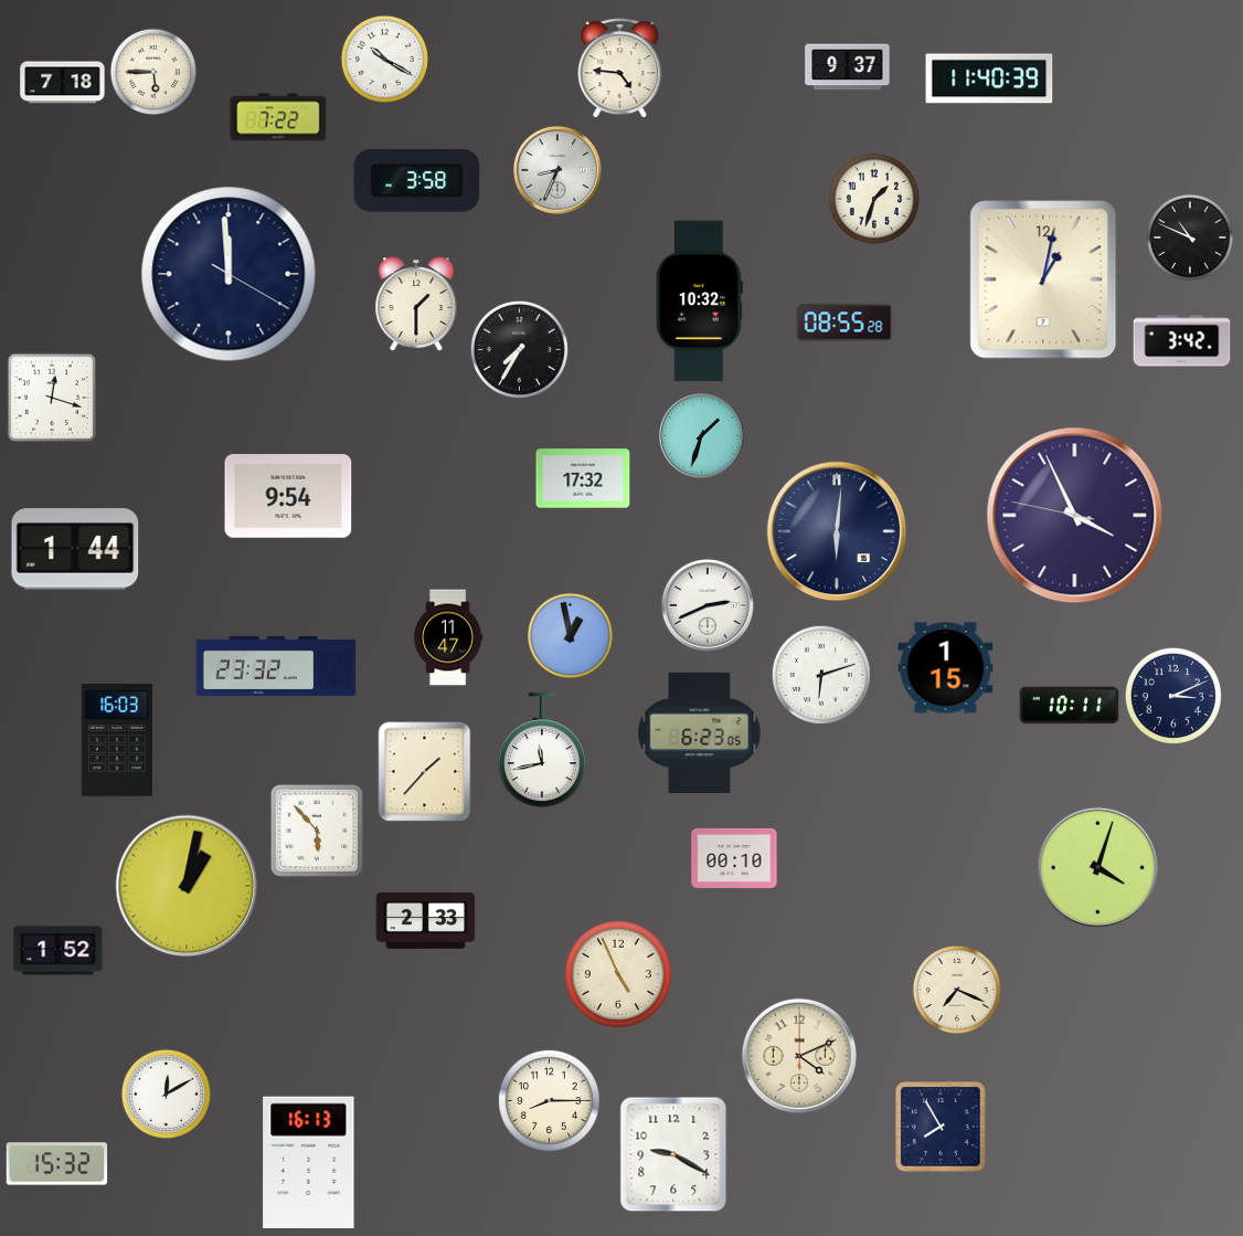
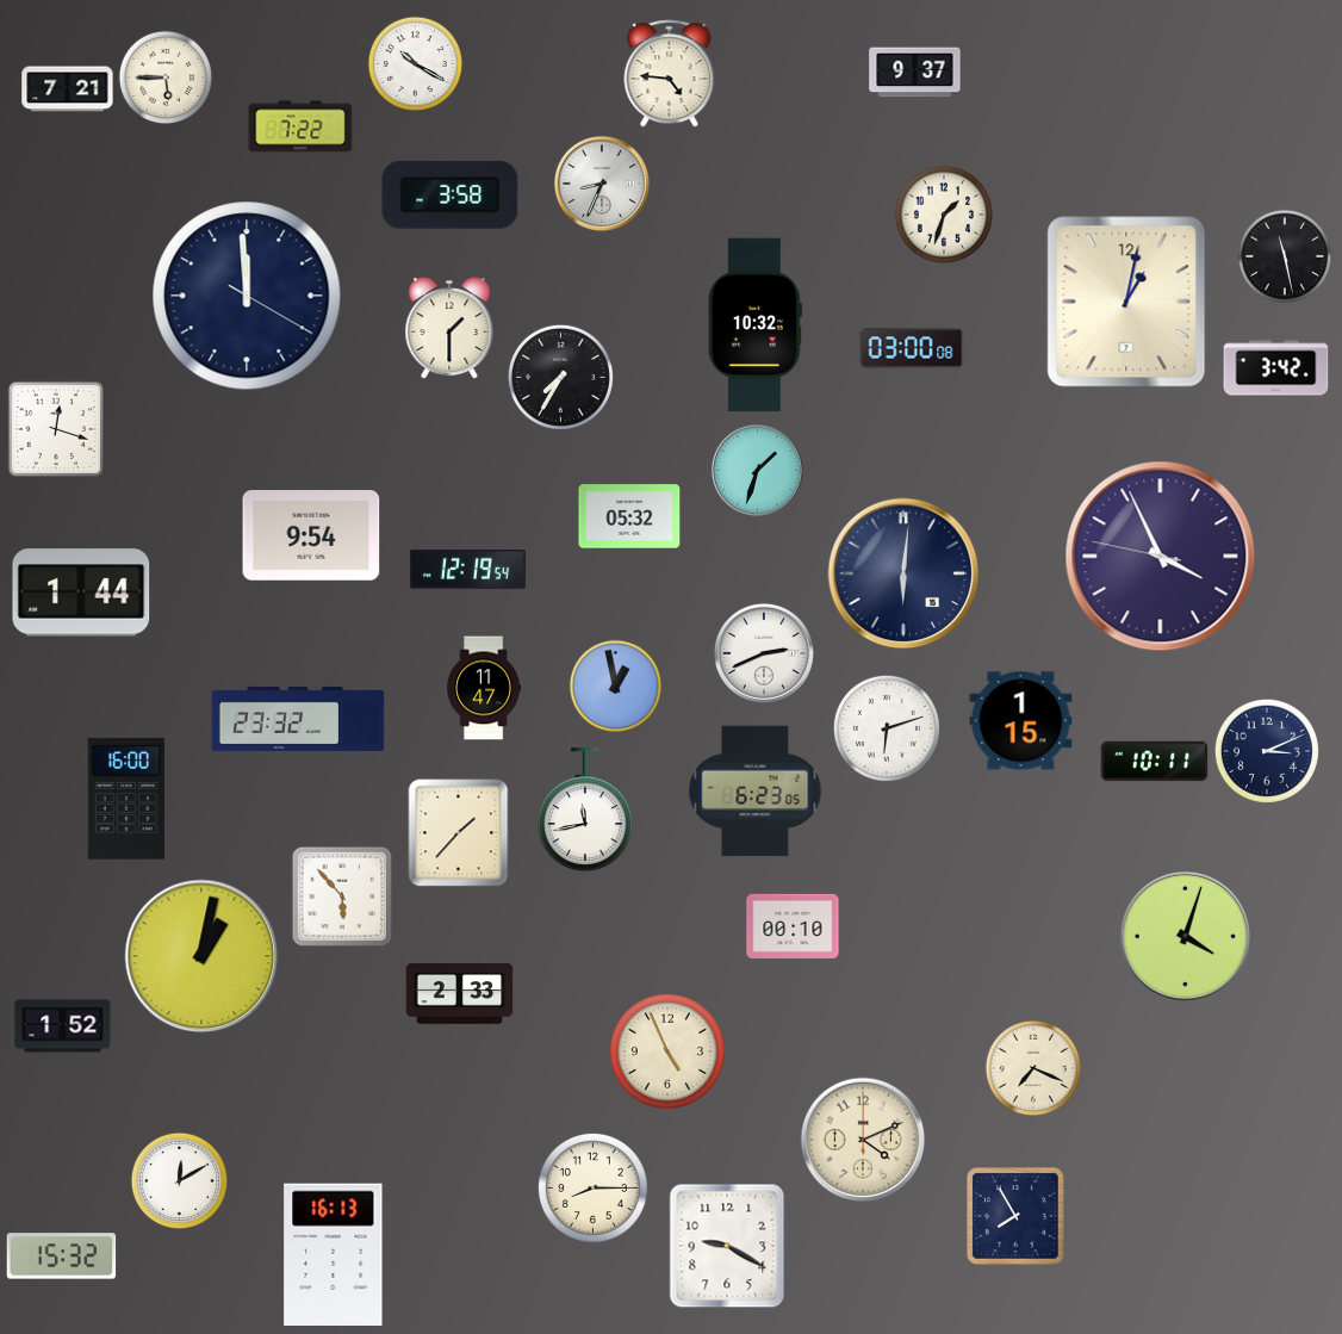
clock at (989, 78): 11:40 -> none
clock at (63, 83): 7:18 -> 7:21
clock at (1189, 236): 10:49 -> 11:28
clock at (844, 323): 08:55 -> 03:00
clock at (583, 478): 17:32 -> 05:32
clock at (467, 570): none -> 12:19
clock at (117, 740): 16:03 -> 16:00
